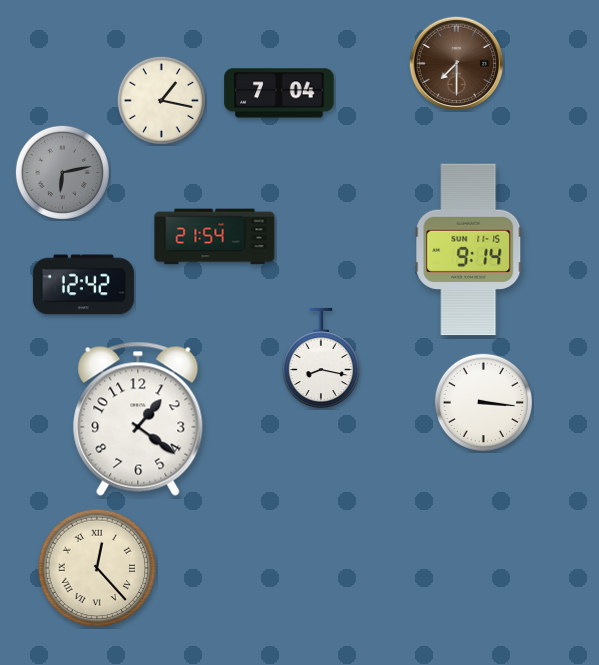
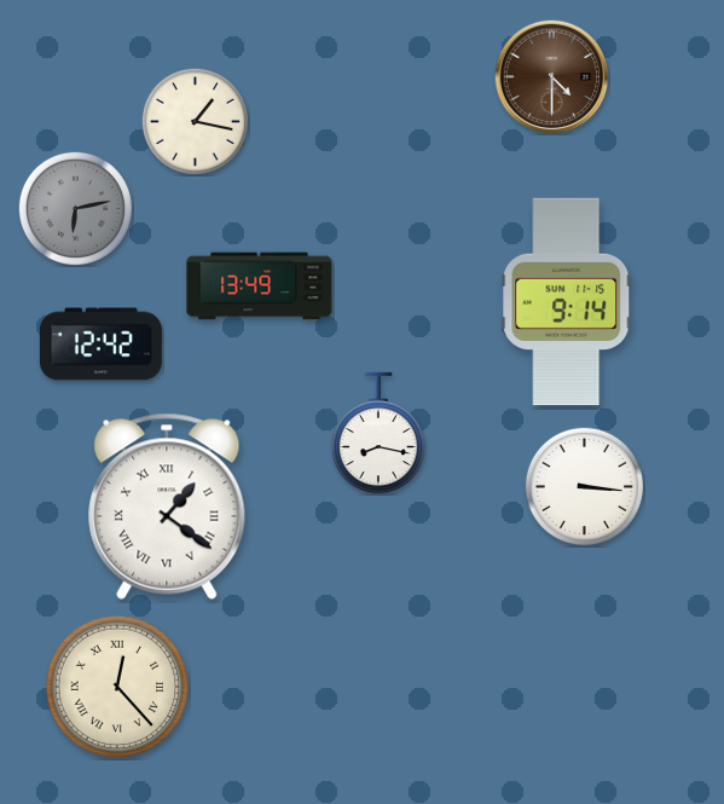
clock at (456, 63): 7:30 -> 4:30
clock at (279, 93): 7:04 -> none
clock at (215, 237): 21:54 -> 13:49
clock at (321, 358) position: (321, 358) -> (378, 433)
clock at (138, 419) numerals: Arabic -> Roman
